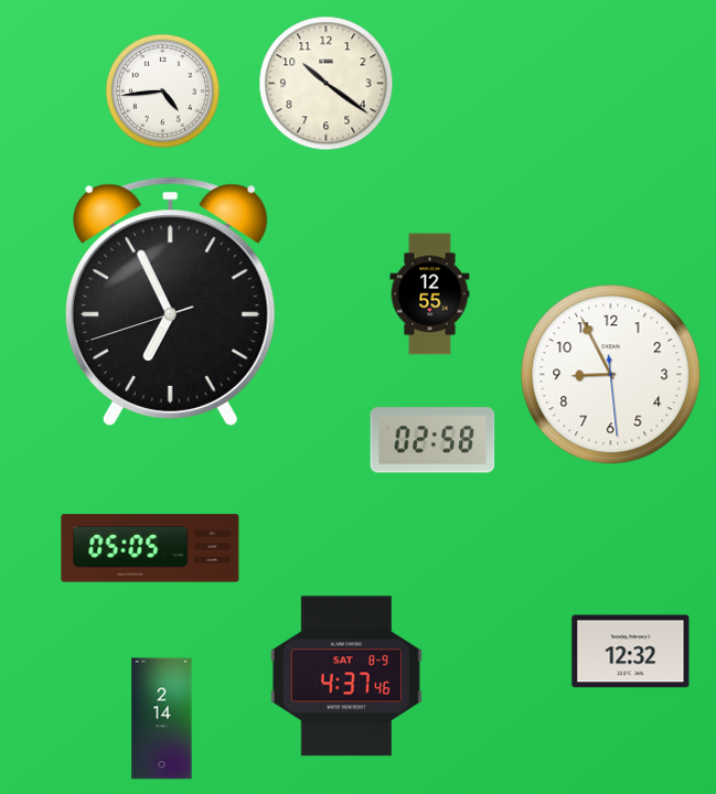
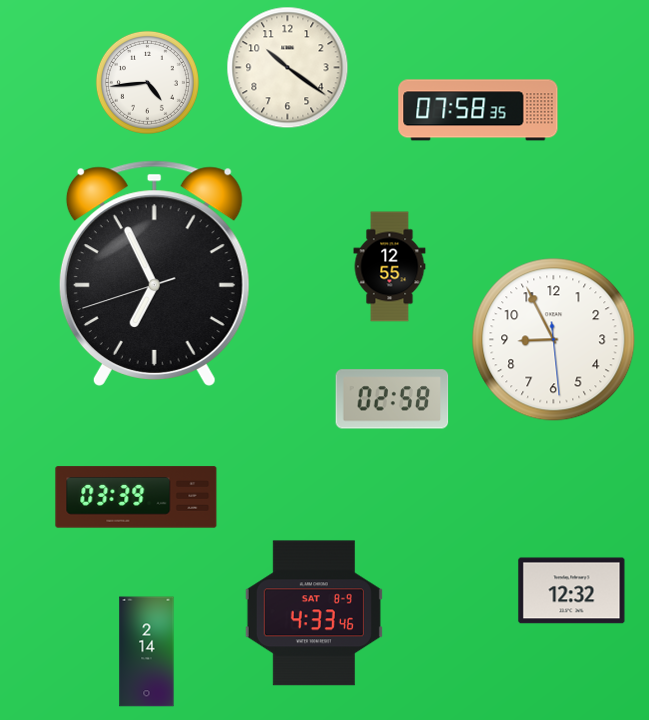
clock at (327, 84) position: (327, 84) -> (288, 68)
clock at (478, 110): none -> 07:58
clock at (150, 548): 05:05 -> 03:39
clock at (346, 676): 4:37 -> 4:33
